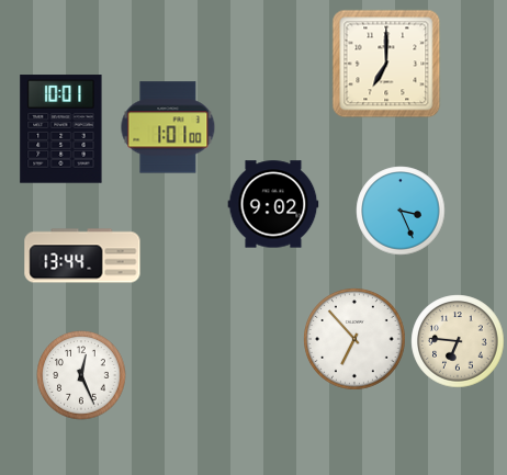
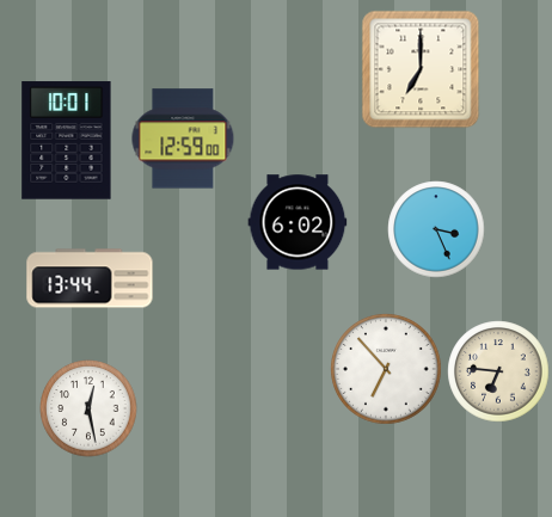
clock at (168, 127): 1:01 -> 12:59
clock at (273, 204): 9:02 -> 6:02
clock at (81, 375): 12:26 -> 12:28
